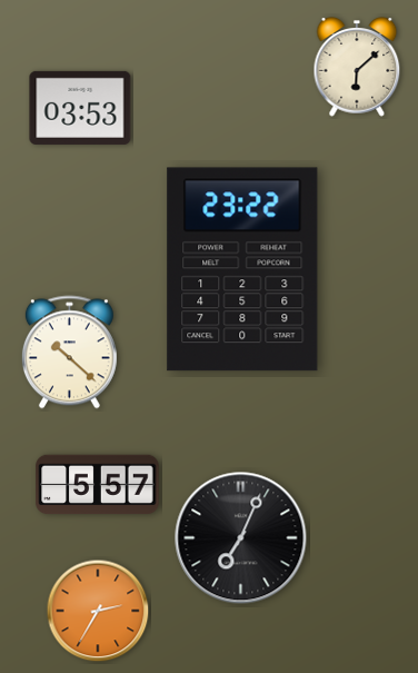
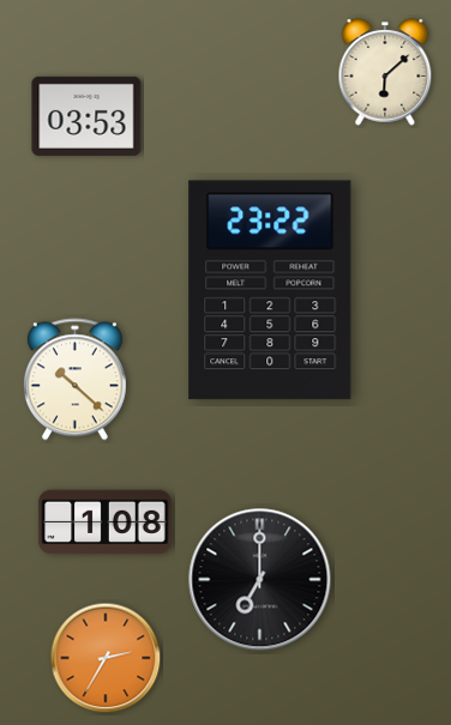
clock at (242, 269) position: (242, 269) -> (270, 290)
clock at (98, 485): 5:57 -> 1:08
clock at (241, 538): 7:04 -> 7:00
